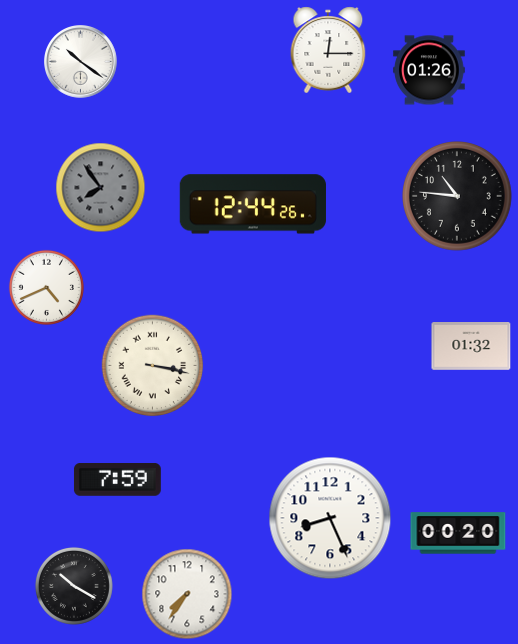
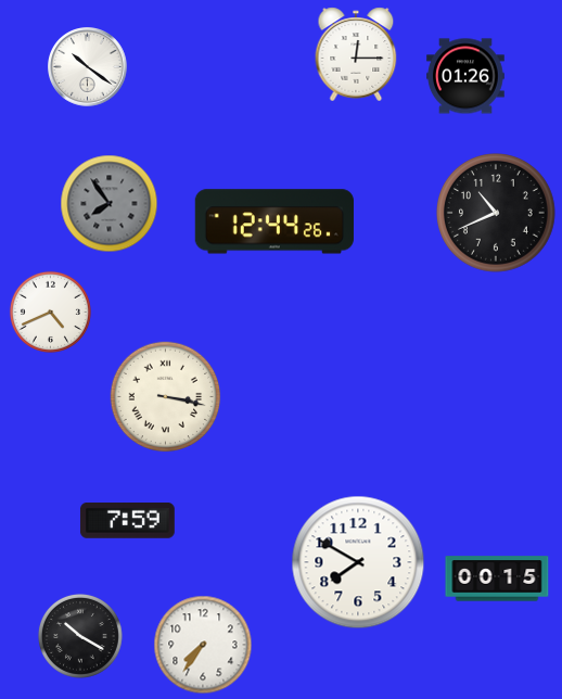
clock at (458, 197): 10:46 -> 10:41
clock at (471, 346): 01:32 -> none
clock at (330, 518): 8:26 -> 7:50
clock at (458, 533): 00:20 -> 00:15
